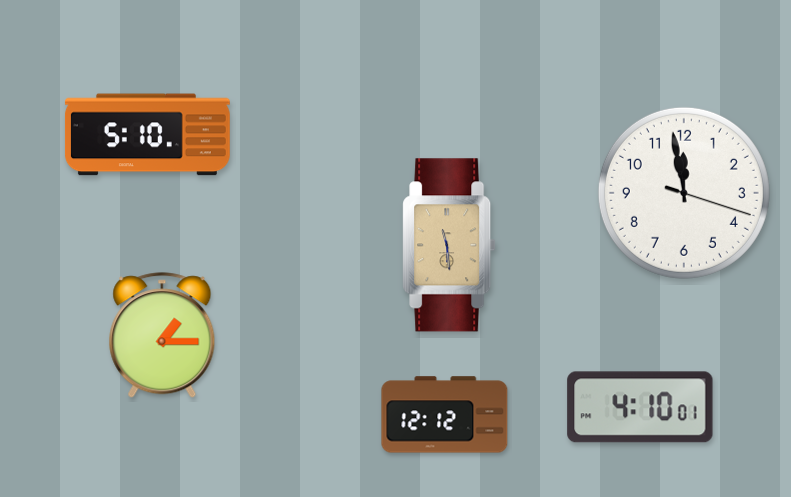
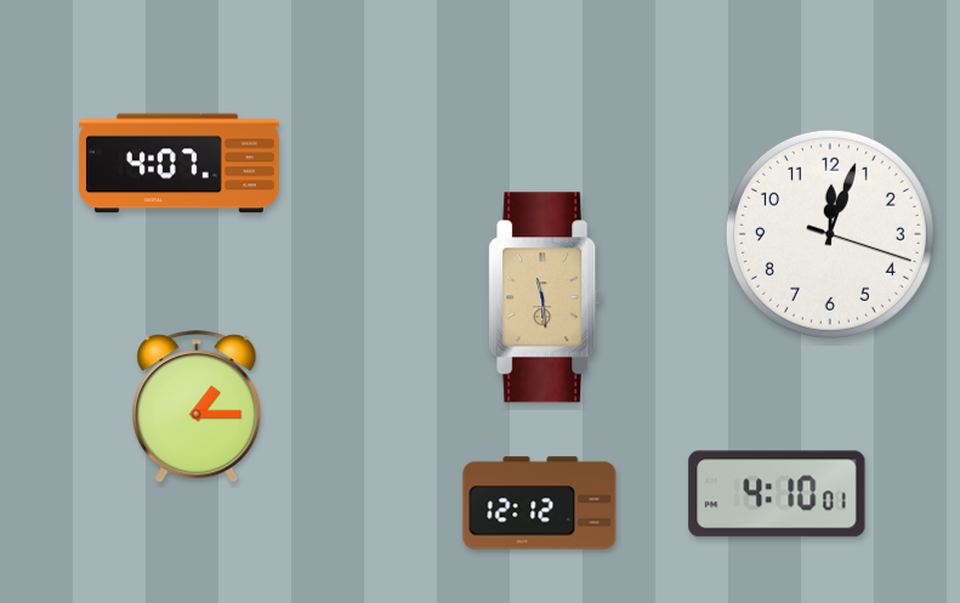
clock at (147, 135): 5:10 -> 4:07
clock at (684, 193): 11:58 -> 12:03
